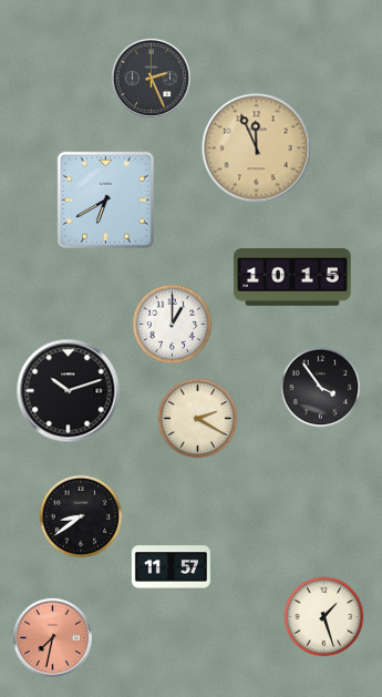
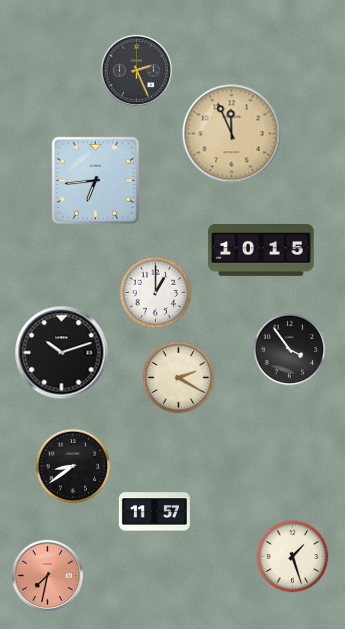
clock at (105, 199): 6:40 -> 6:44
clock at (292, 277) position: (292, 277) -> (261, 250)
